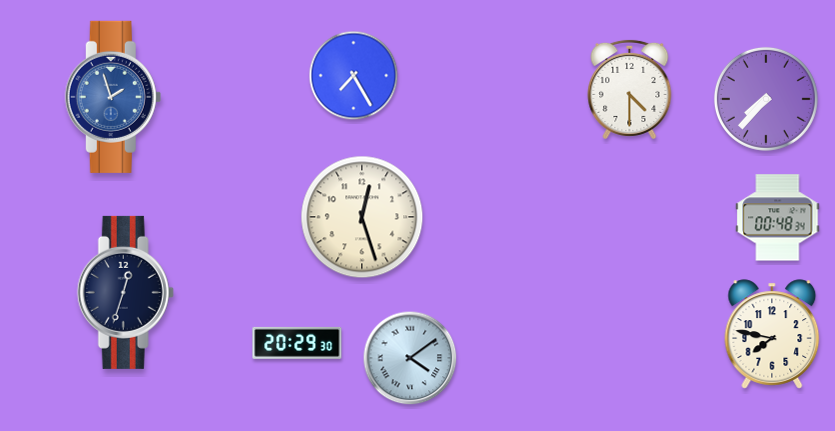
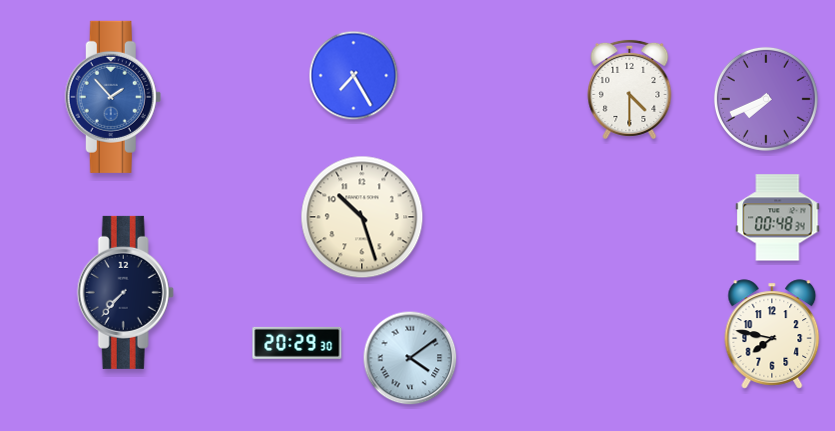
clock at (113, 97): 1:57 -> 1:53
clock at (766, 99): 7:37 -> 7:41
clock at (362, 217): 12:27 -> 10:27
clock at (125, 292): 12:33 -> 7:37
